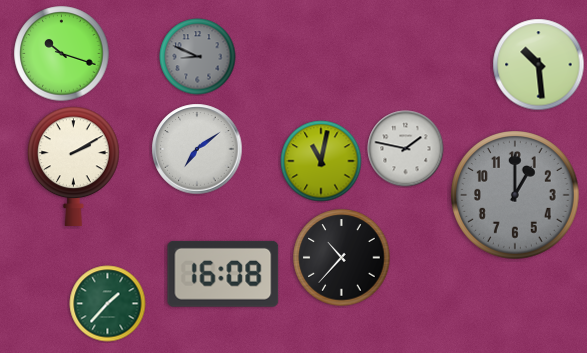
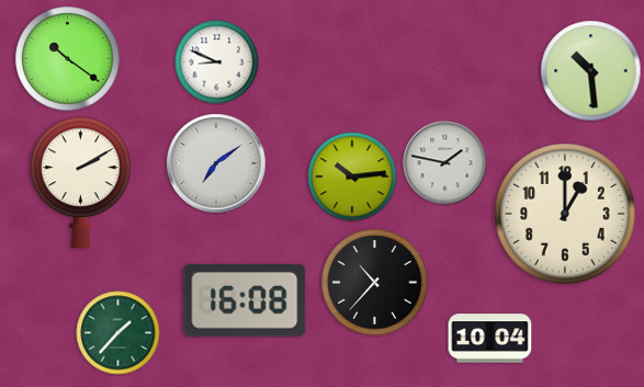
clock at (62, 54): 10:18 -> 10:21
clock at (198, 57) dial: grey -> white
clock at (321, 161): 11:02 -> 10:14
clock at (516, 196) dial: grey -> cream
clock at (490, 339): none -> 10:04
